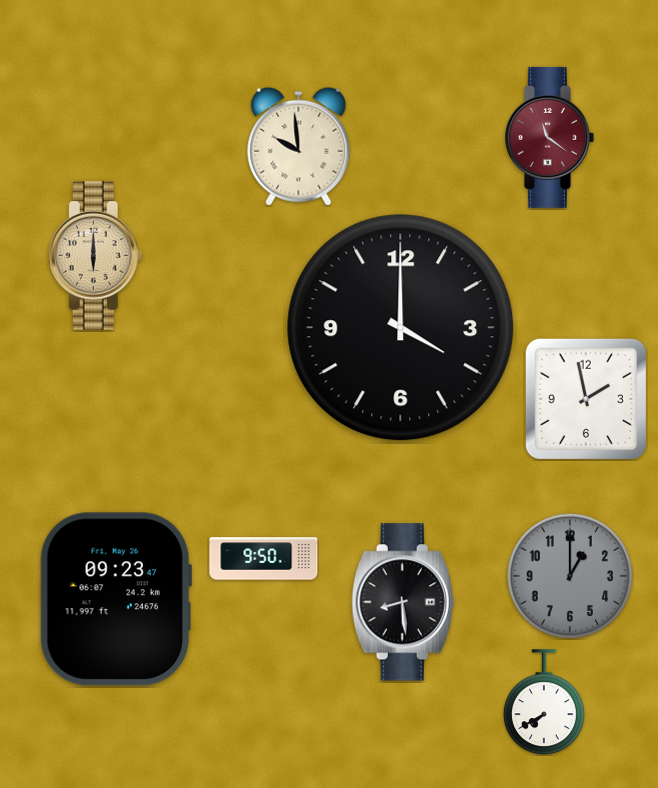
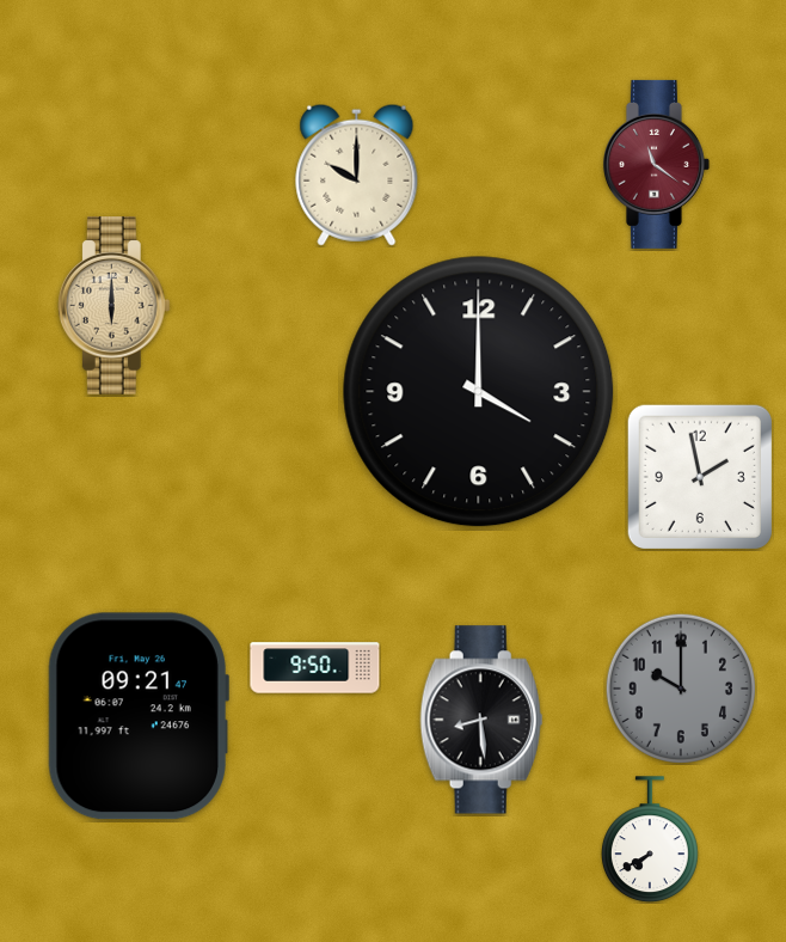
clock at (299, 146): 9:59 -> 10:00
clock at (570, 576): 1:00 -> 10:00
clock at (116, 599): 09:23 -> 09:21
